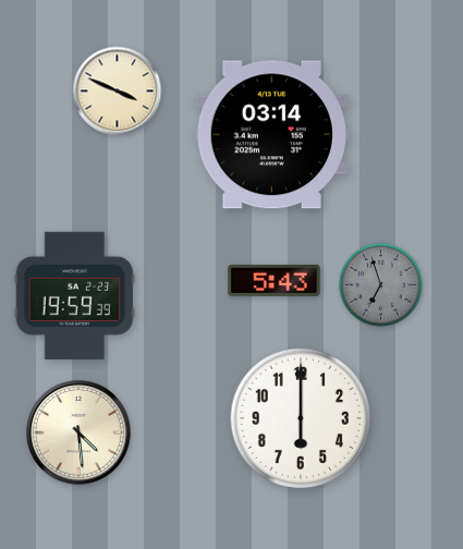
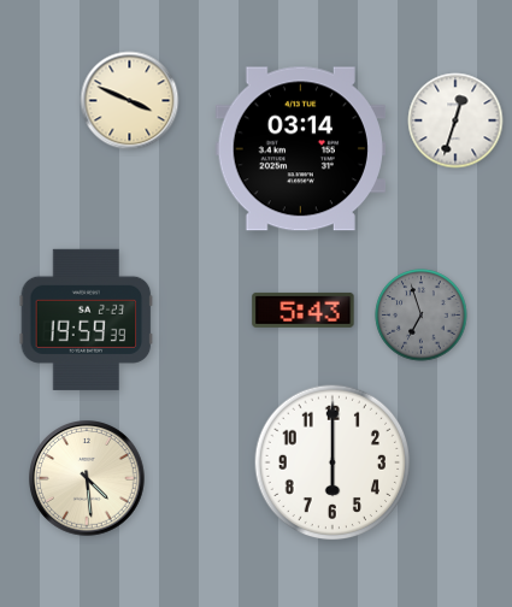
clock at (455, 120): none -> 12:33
clock at (75, 295) position: (75, 295) -> (87, 319)
